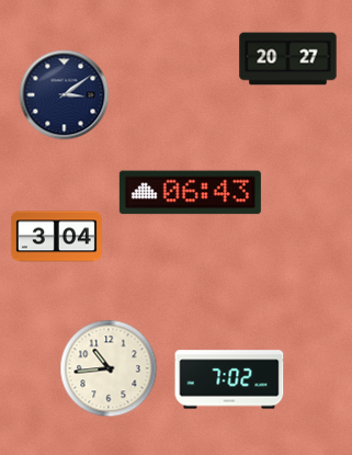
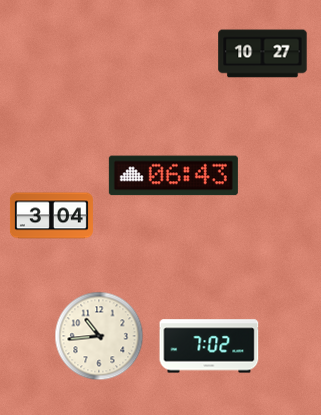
clock at (288, 59): 20:27 -> 10:27
clock at (65, 95): 3:09 -> none
